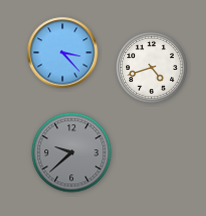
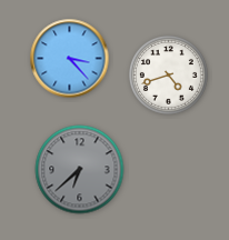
clock at (72, 153): 9:38 -> 6:38
